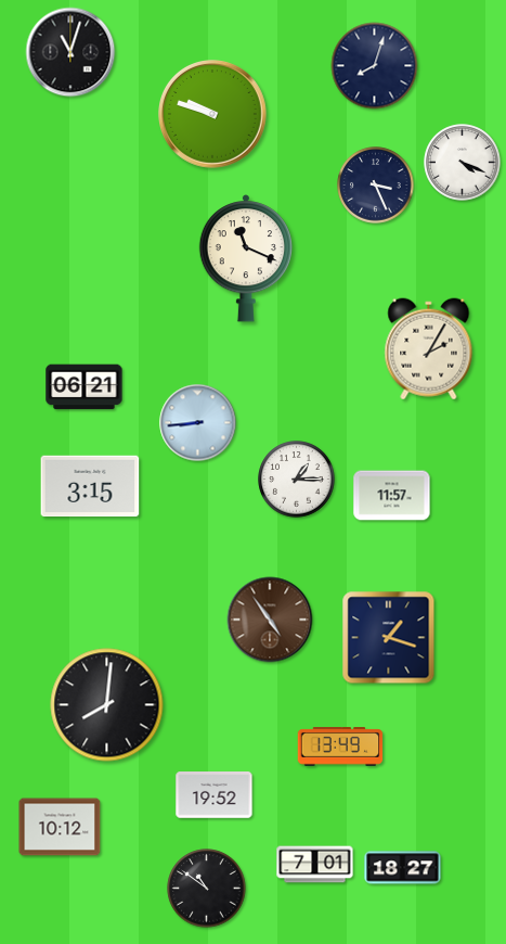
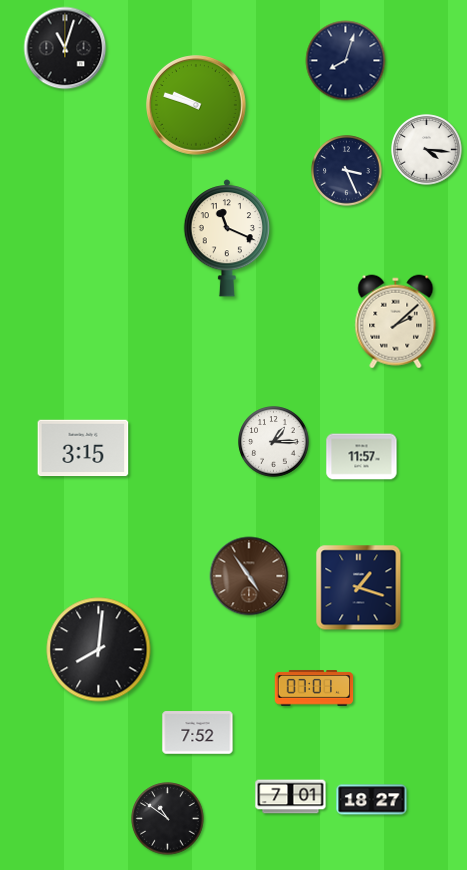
clock at (463, 163): 4:19 -> 4:16
clock at (429, 349): 2:05 -> 2:08
clock at (85, 387): 06:21 -> none
clock at (198, 423): 8:44 -> none
clock at (270, 620) position: (270, 620) -> (249, 576)
clock at (340, 747): 13:49 -> 07:01
clock at (215, 795): 19:52 -> 7:52
clock at (60, 827): 10:12 -> none
clock at (207, 889) position: (207, 889) -> (168, 819)
